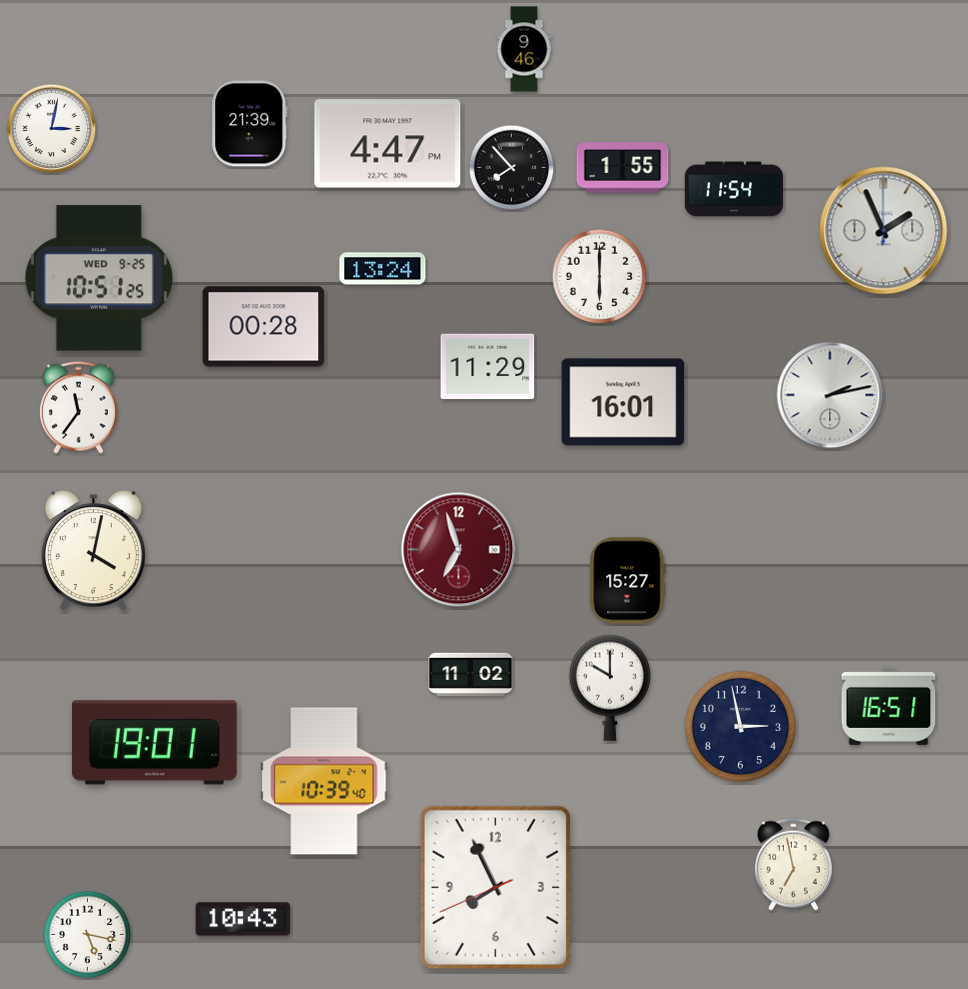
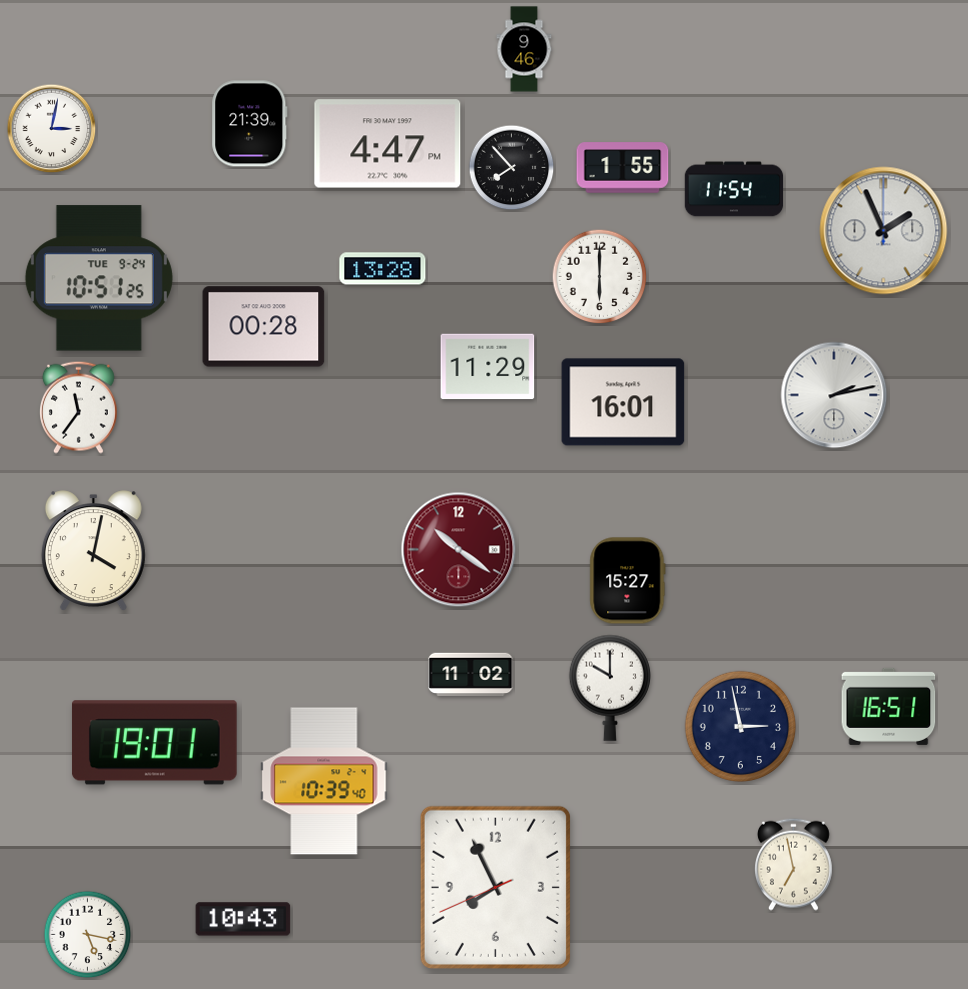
clock at (383, 269): 13:24 -> 13:28
clock at (99, 278) date: WED 9-25 -> TUE 9-24
clock at (830, 395) position: (830, 395) -> (834, 395)
clock at (459, 550): 6:57 -> 10:21
